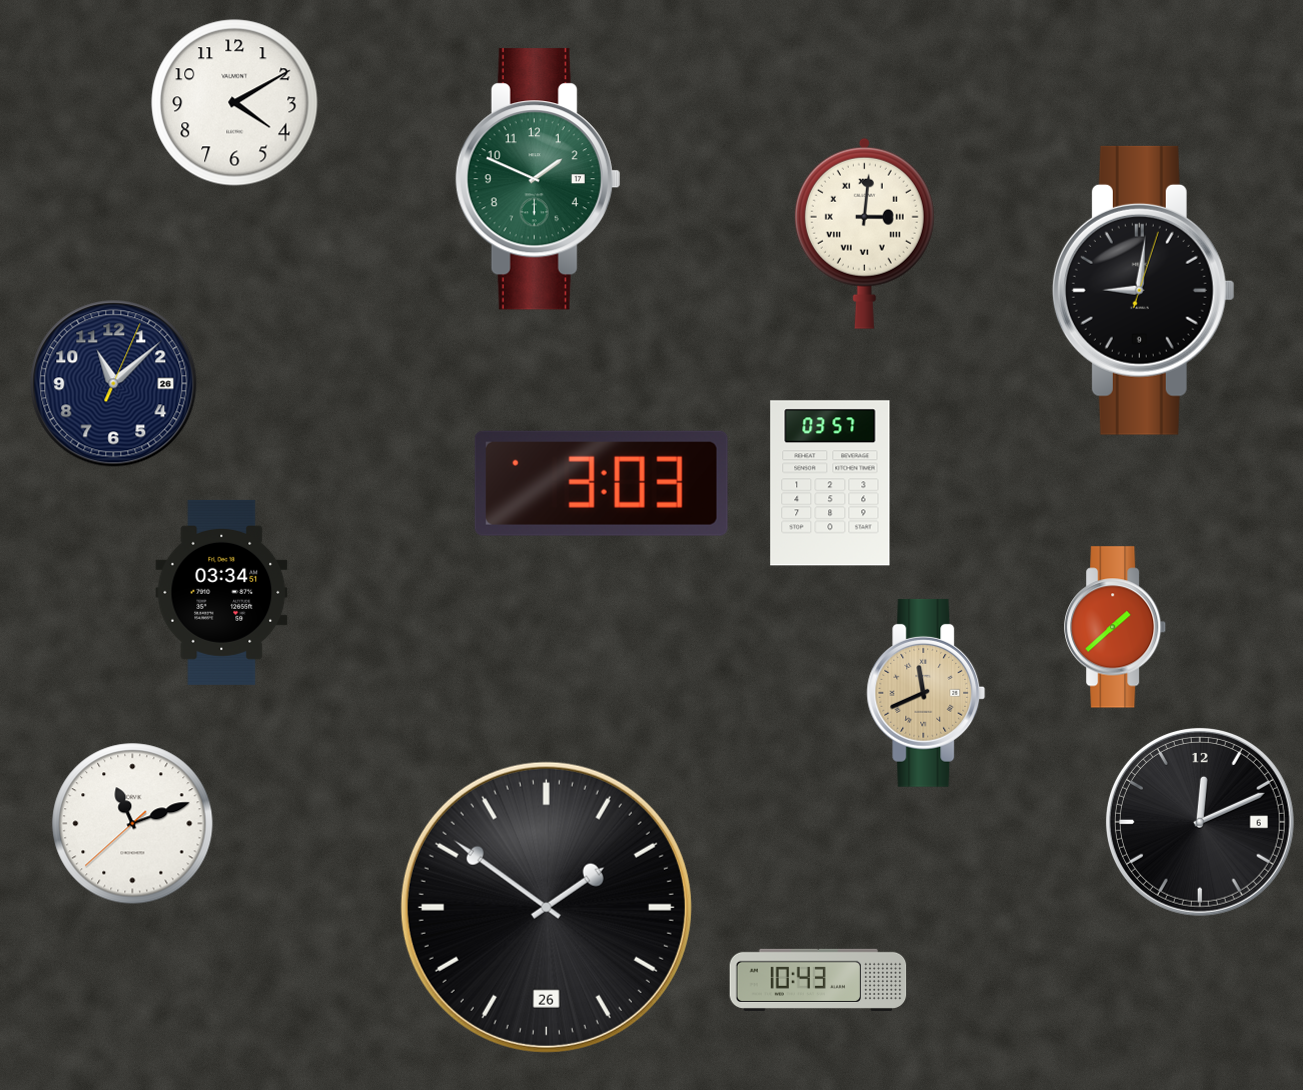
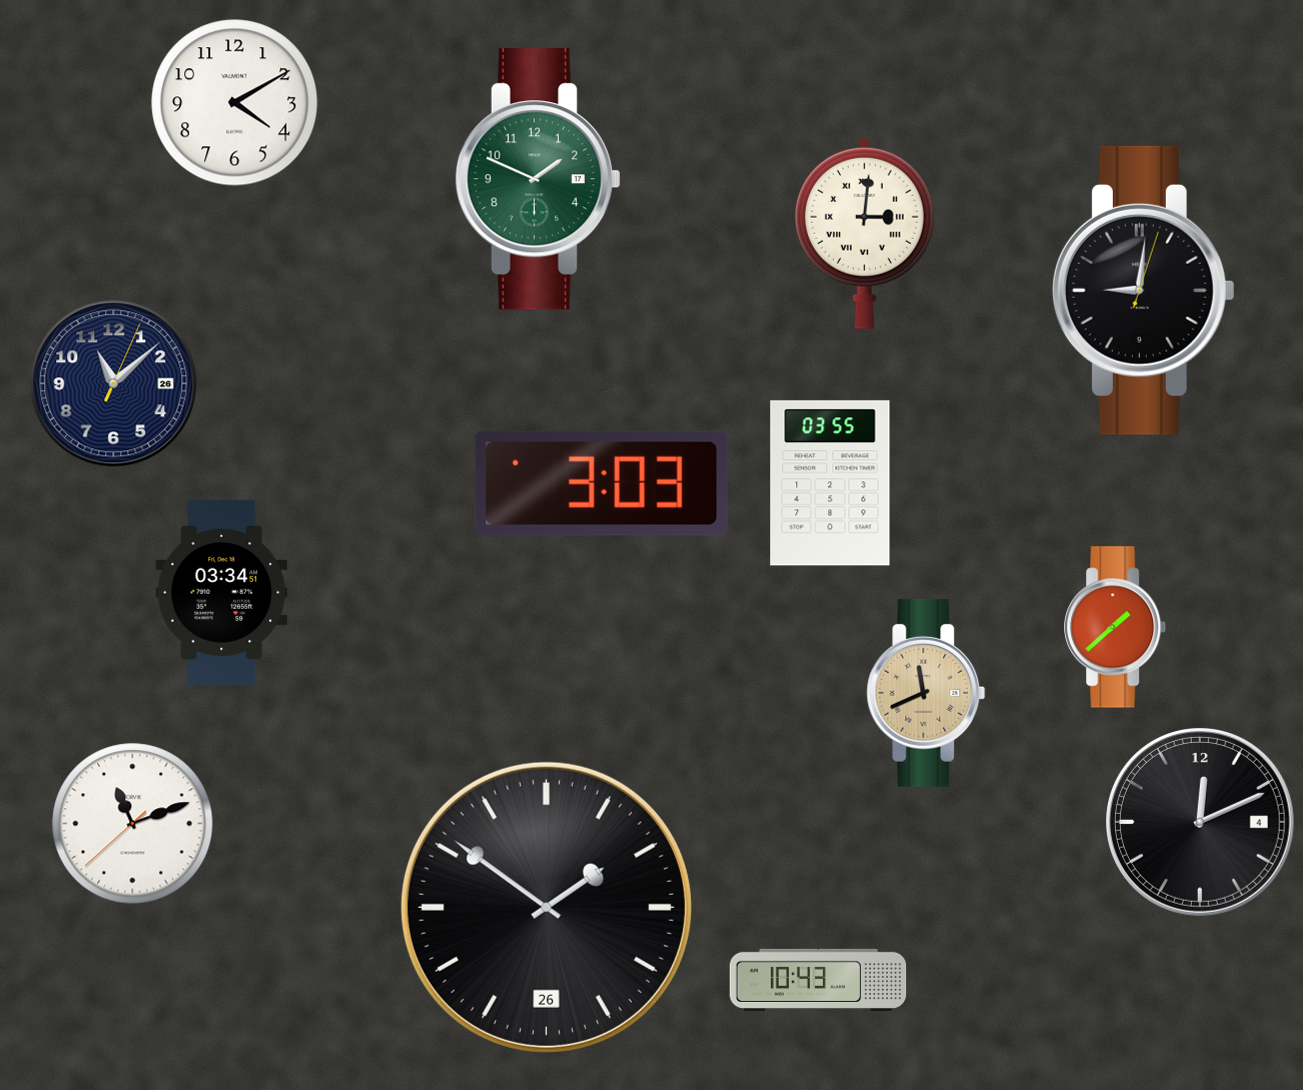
clock at (830, 483): 03:57 -> 03:55
clock at (1200, 822) date: 6 -> 4
